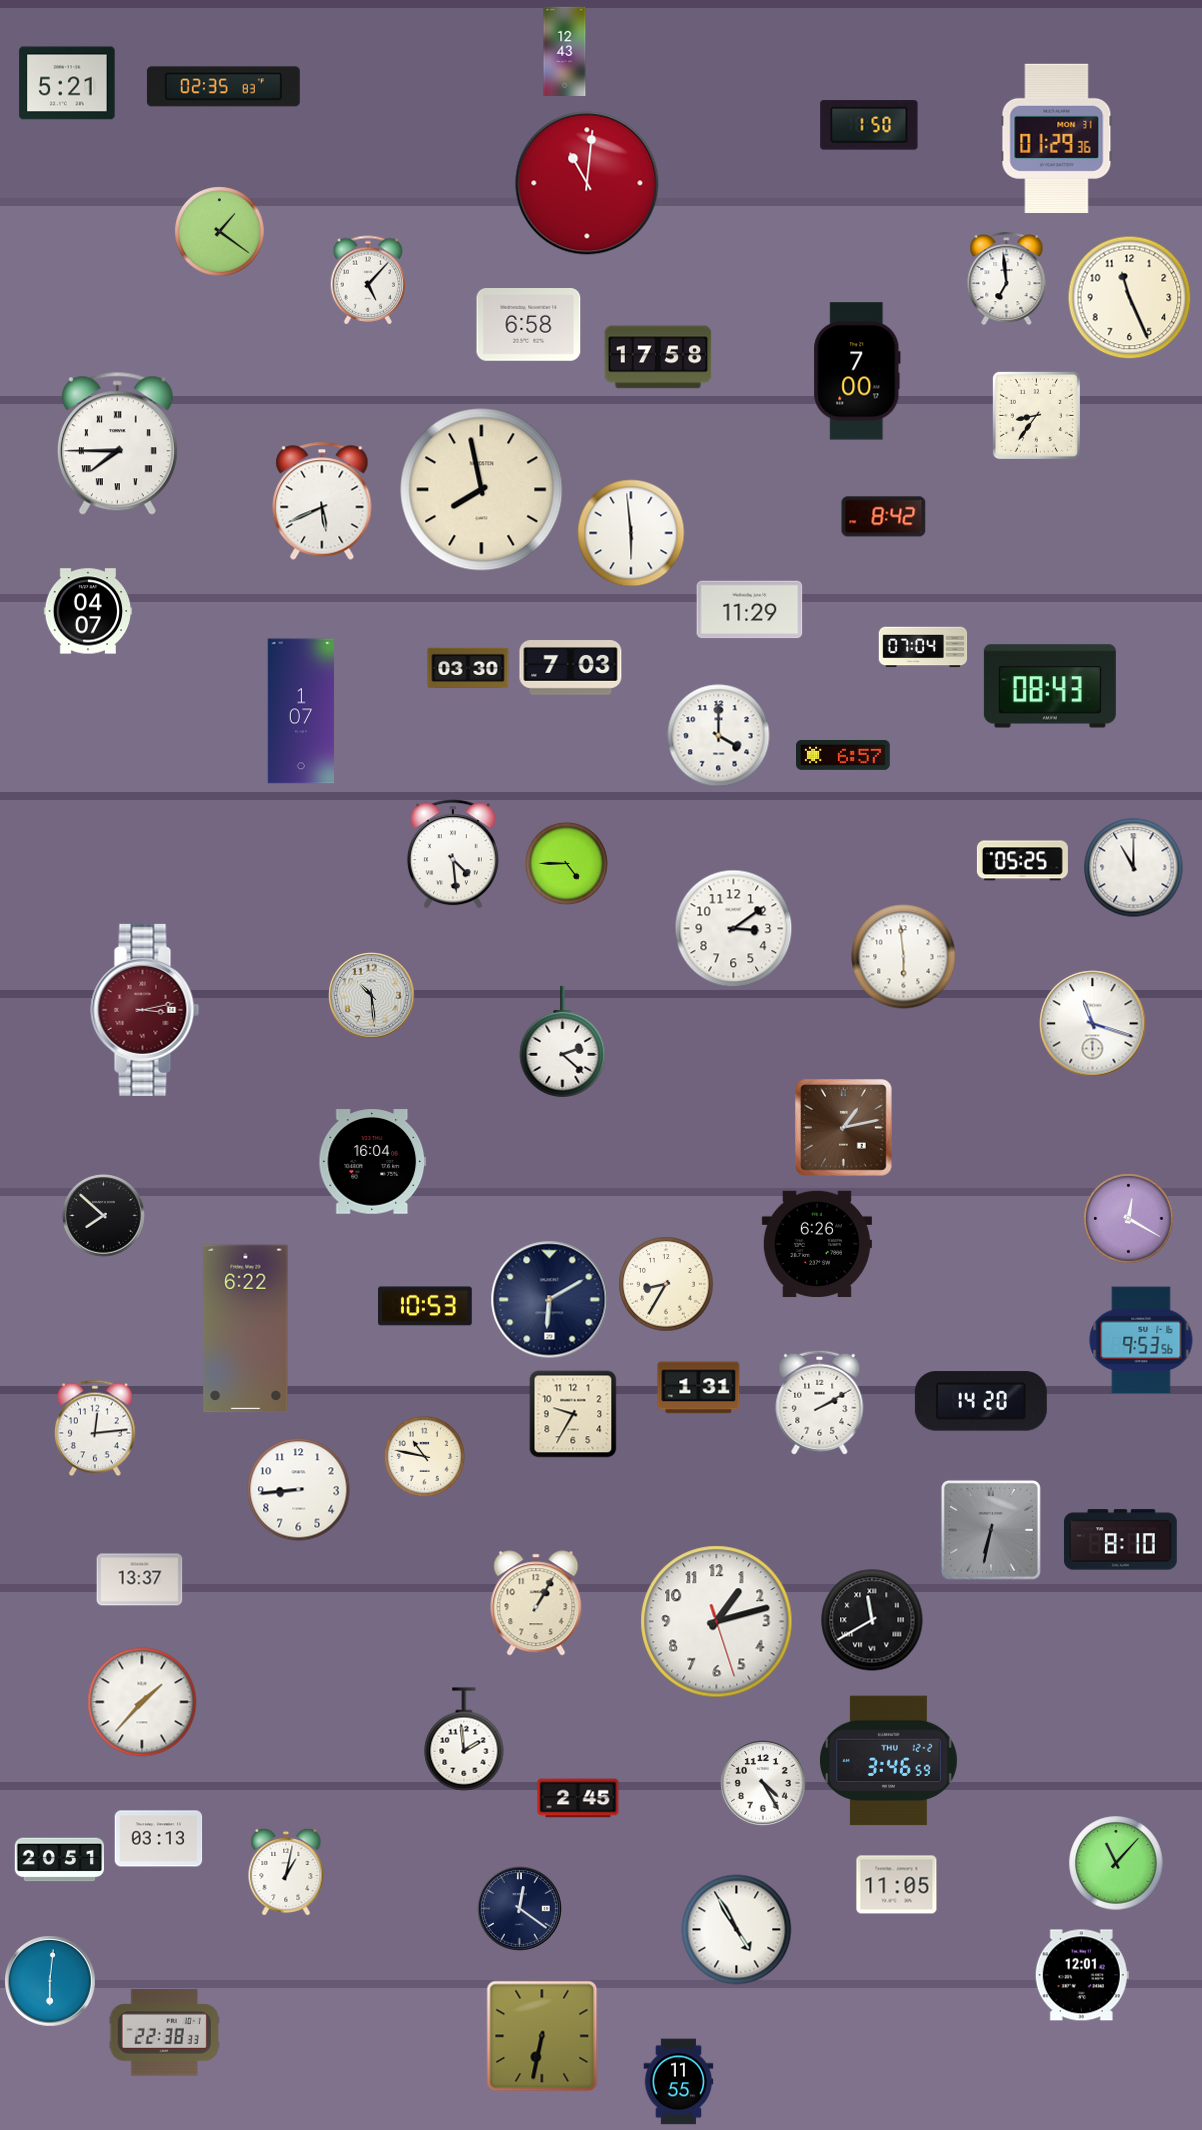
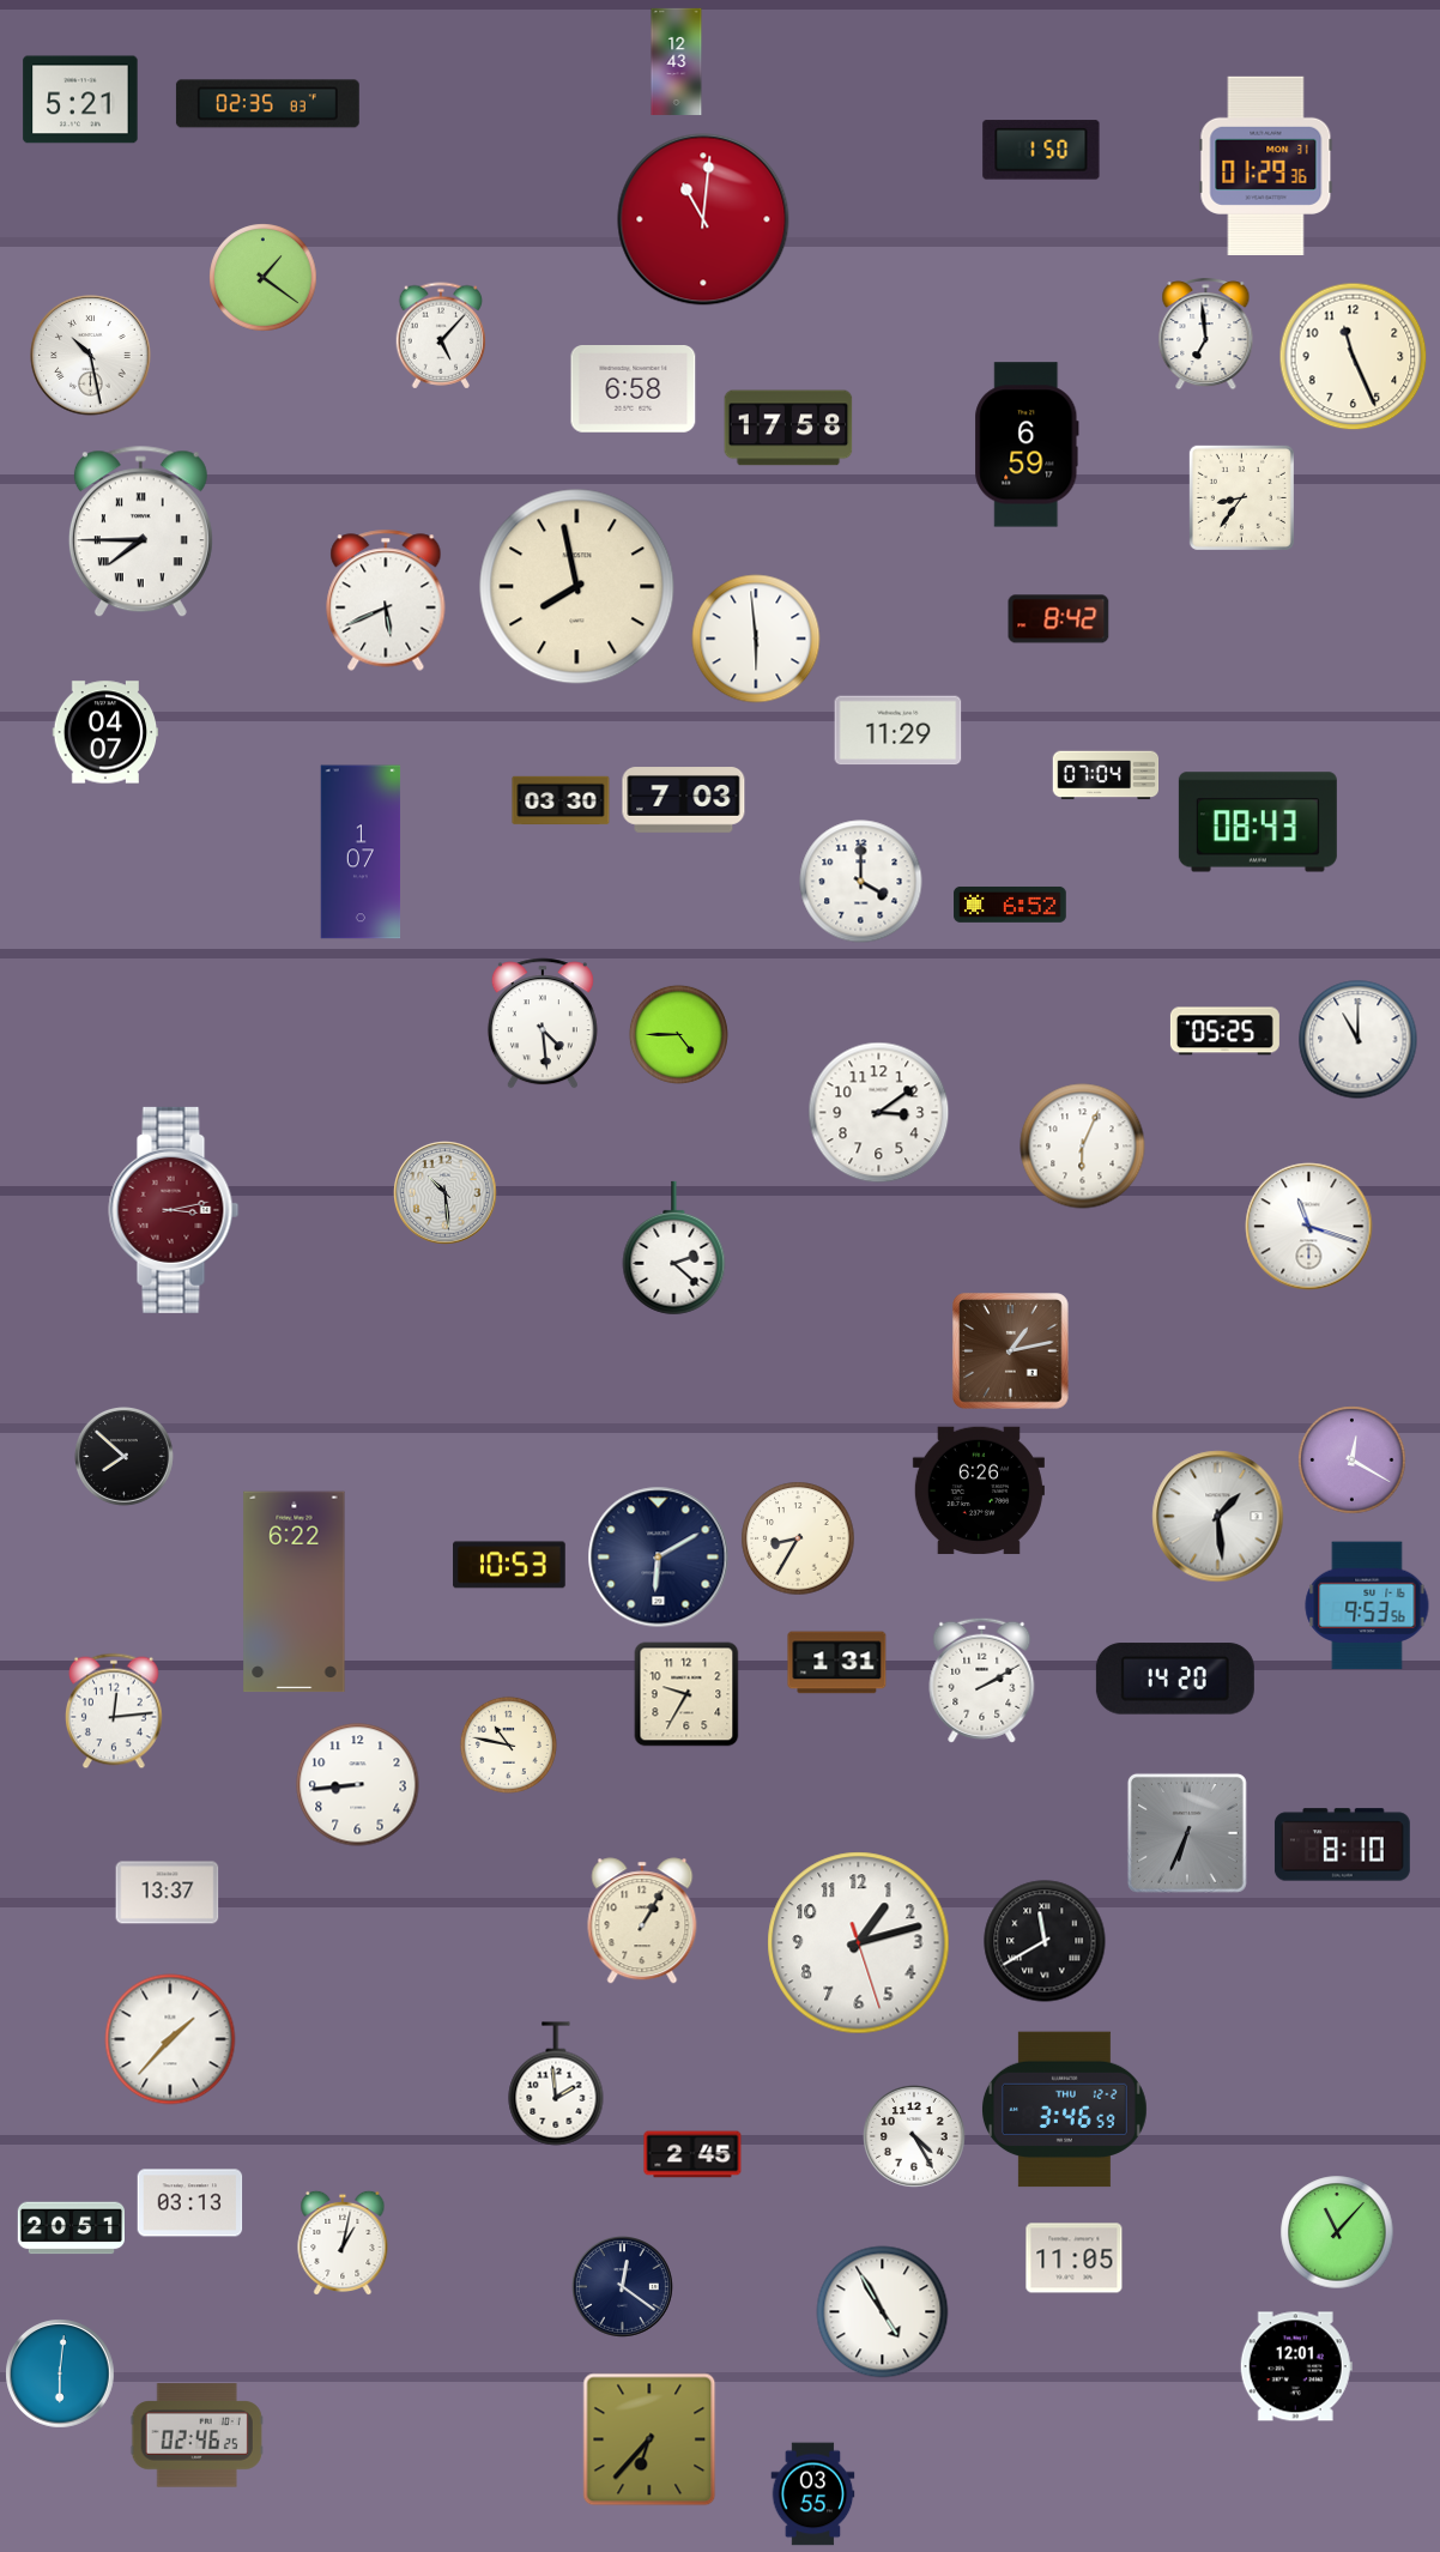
clock at (91, 356): none -> 10:28
clock at (857, 371): 7:00 -> 6:59
clock at (843, 755): 6:57 -> 6:52
clock at (904, 957): 5:59 -> 6:04
clock at (373, 1162): 16:04 -> none
clock at (1218, 1517): none -> 1:29
clock at (991, 1530): 6:32 -> 6:34
clock at (164, 2033): 22:38 -> 02:46
clock at (542, 2036): 6:32 -> 6:37
clock at (679, 2082): 11:55 -> 03:55
